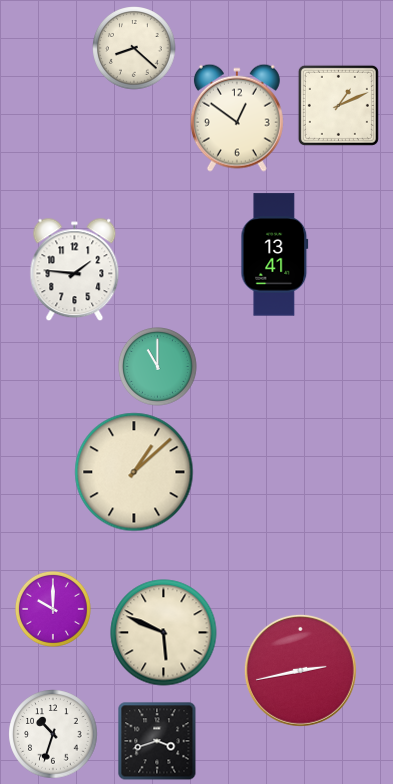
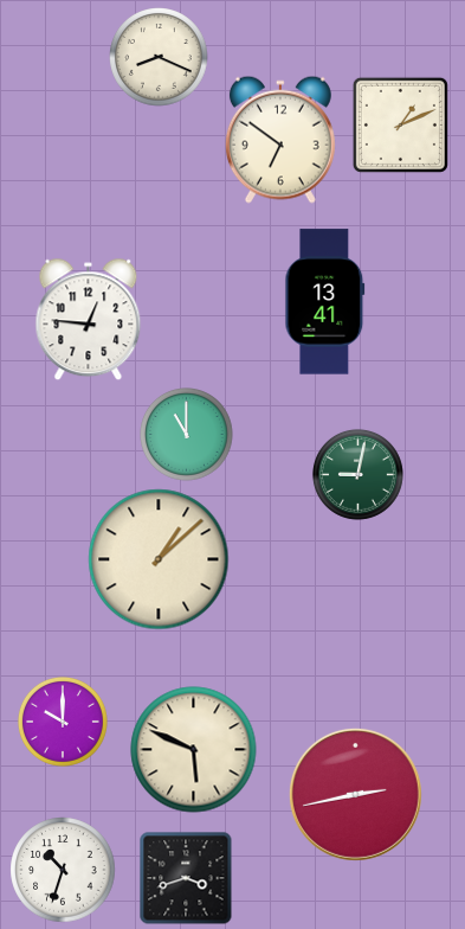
clock at (134, 48): 8:22 -> 8:19
clock at (237, 118): 12:51 -> 6:51
clock at (75, 270): 1:46 -> 12:46
clock at (359, 475): none -> 9:02
